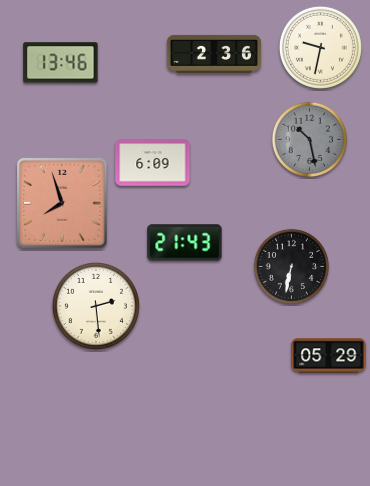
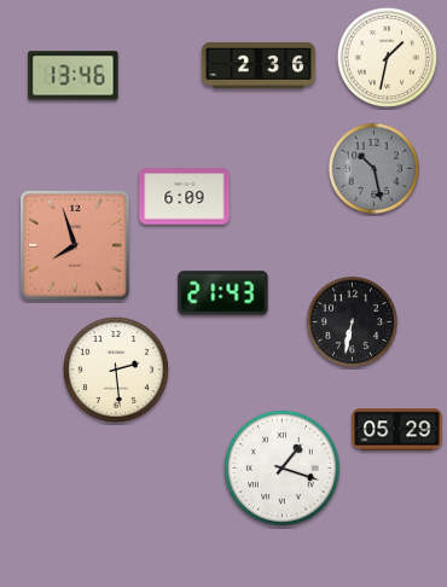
clock at (320, 47): 9:32 -> 1:32
clock at (283, 469): none -> 1:18
